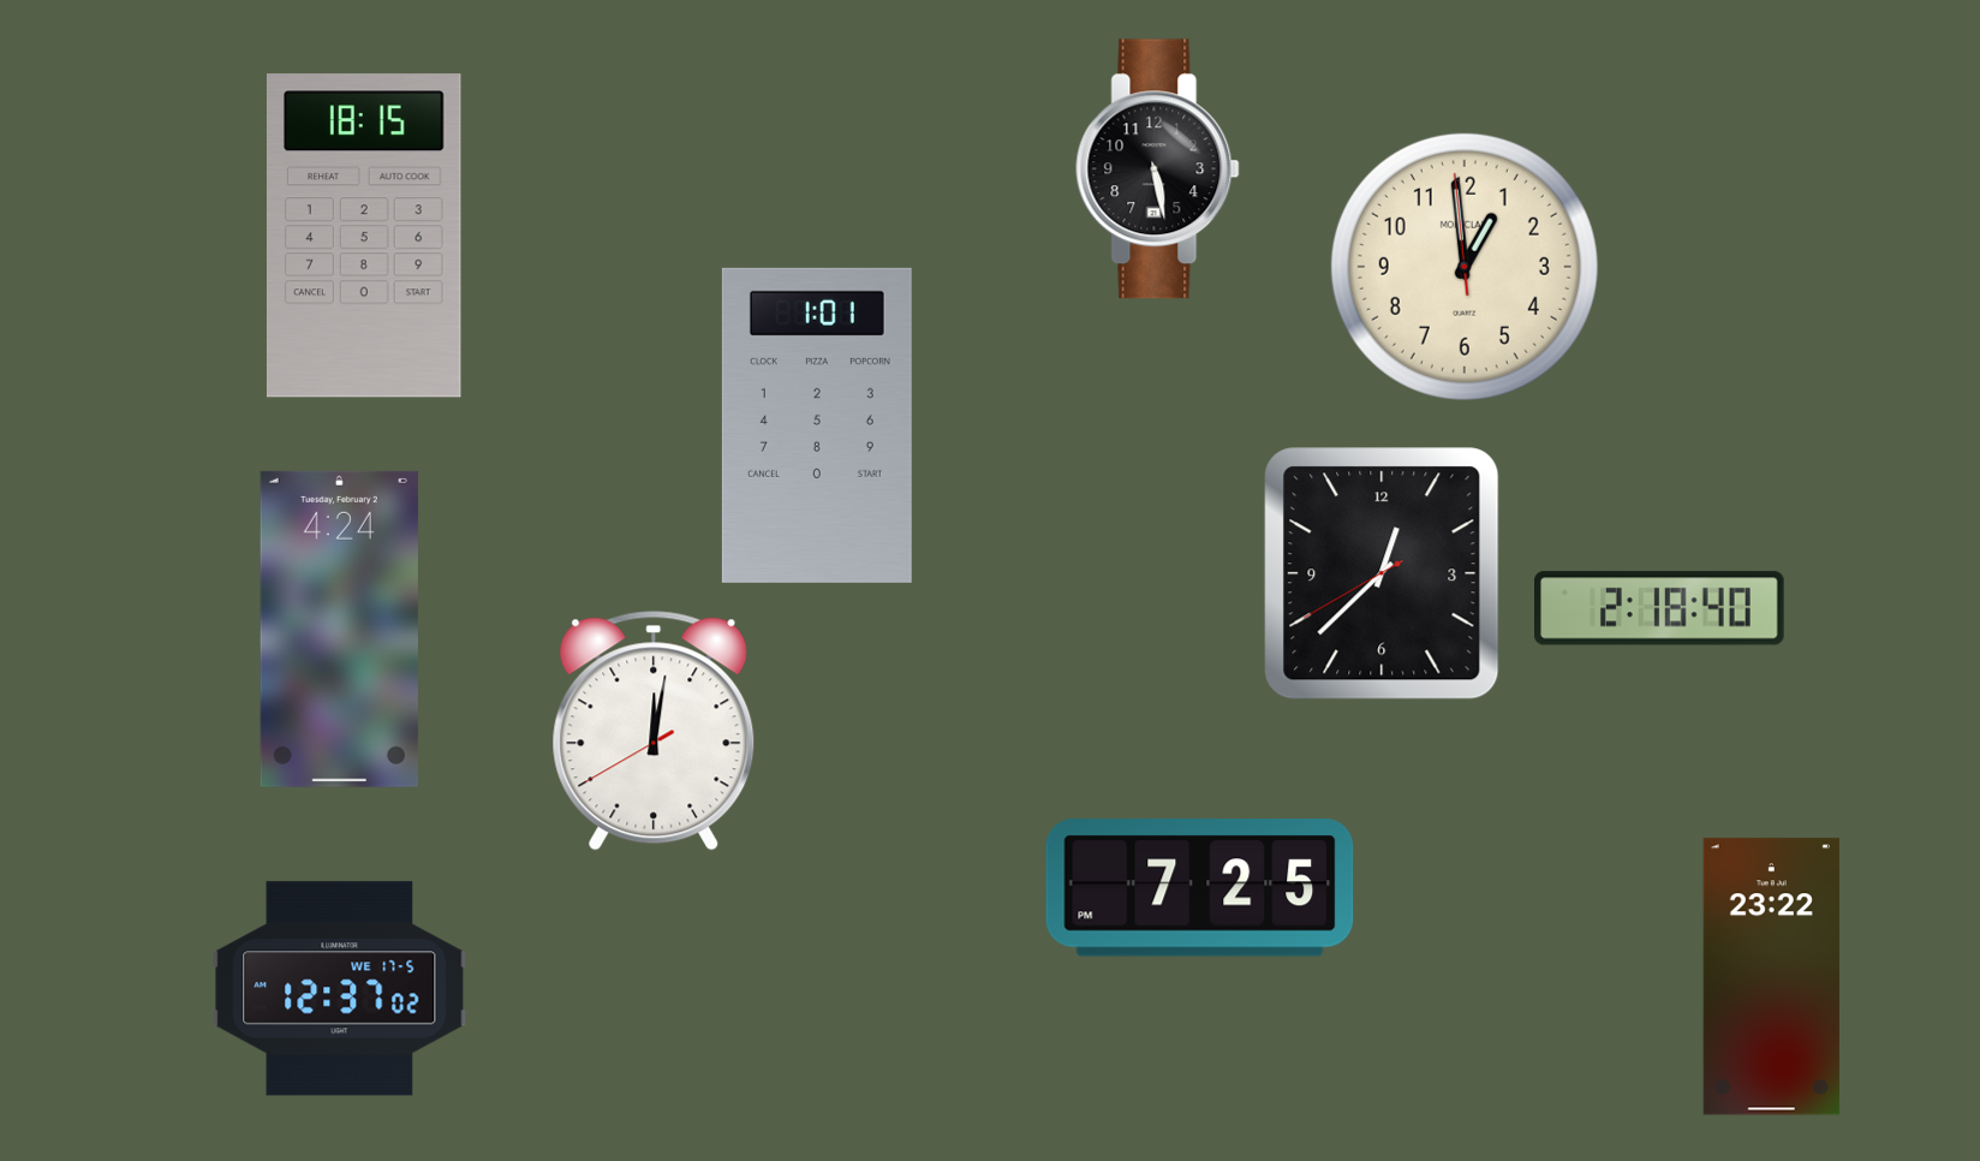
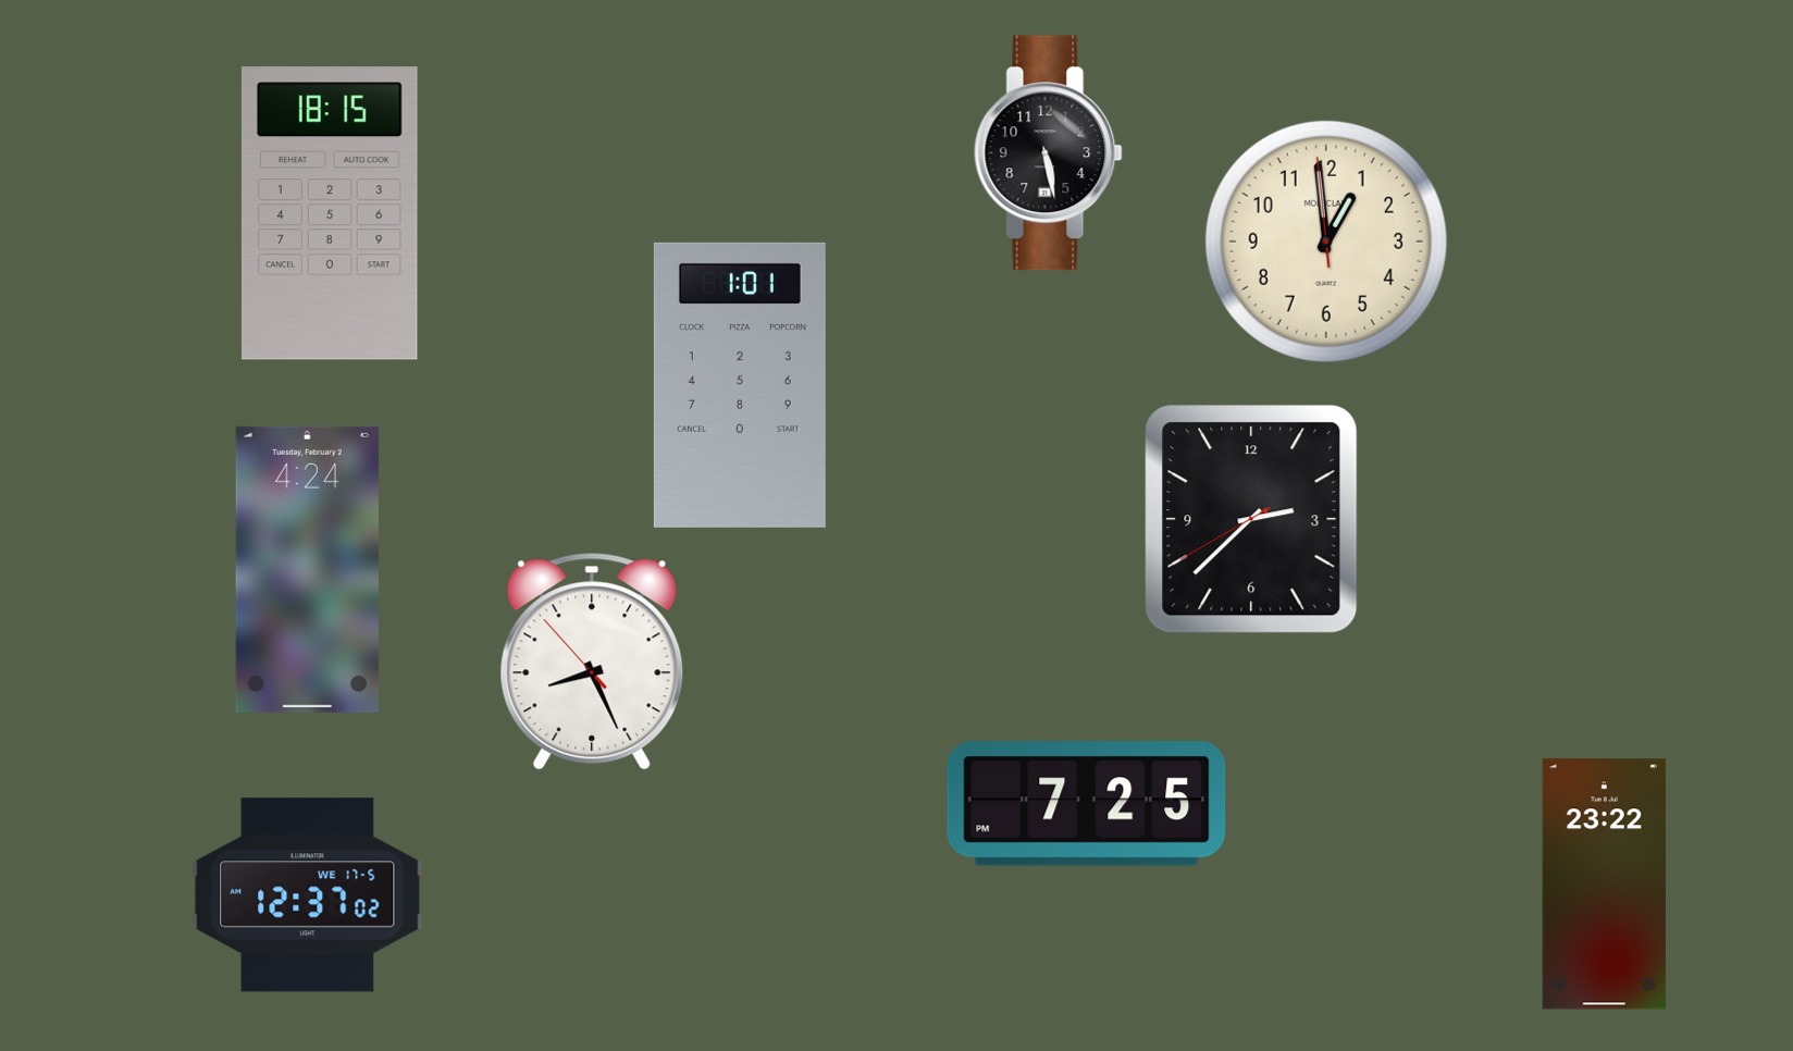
clock at (1382, 573): 12:37 -> 2:37
clock at (1660, 608): 2:18 -> none
clock at (654, 731): 12:01 -> 8:25
